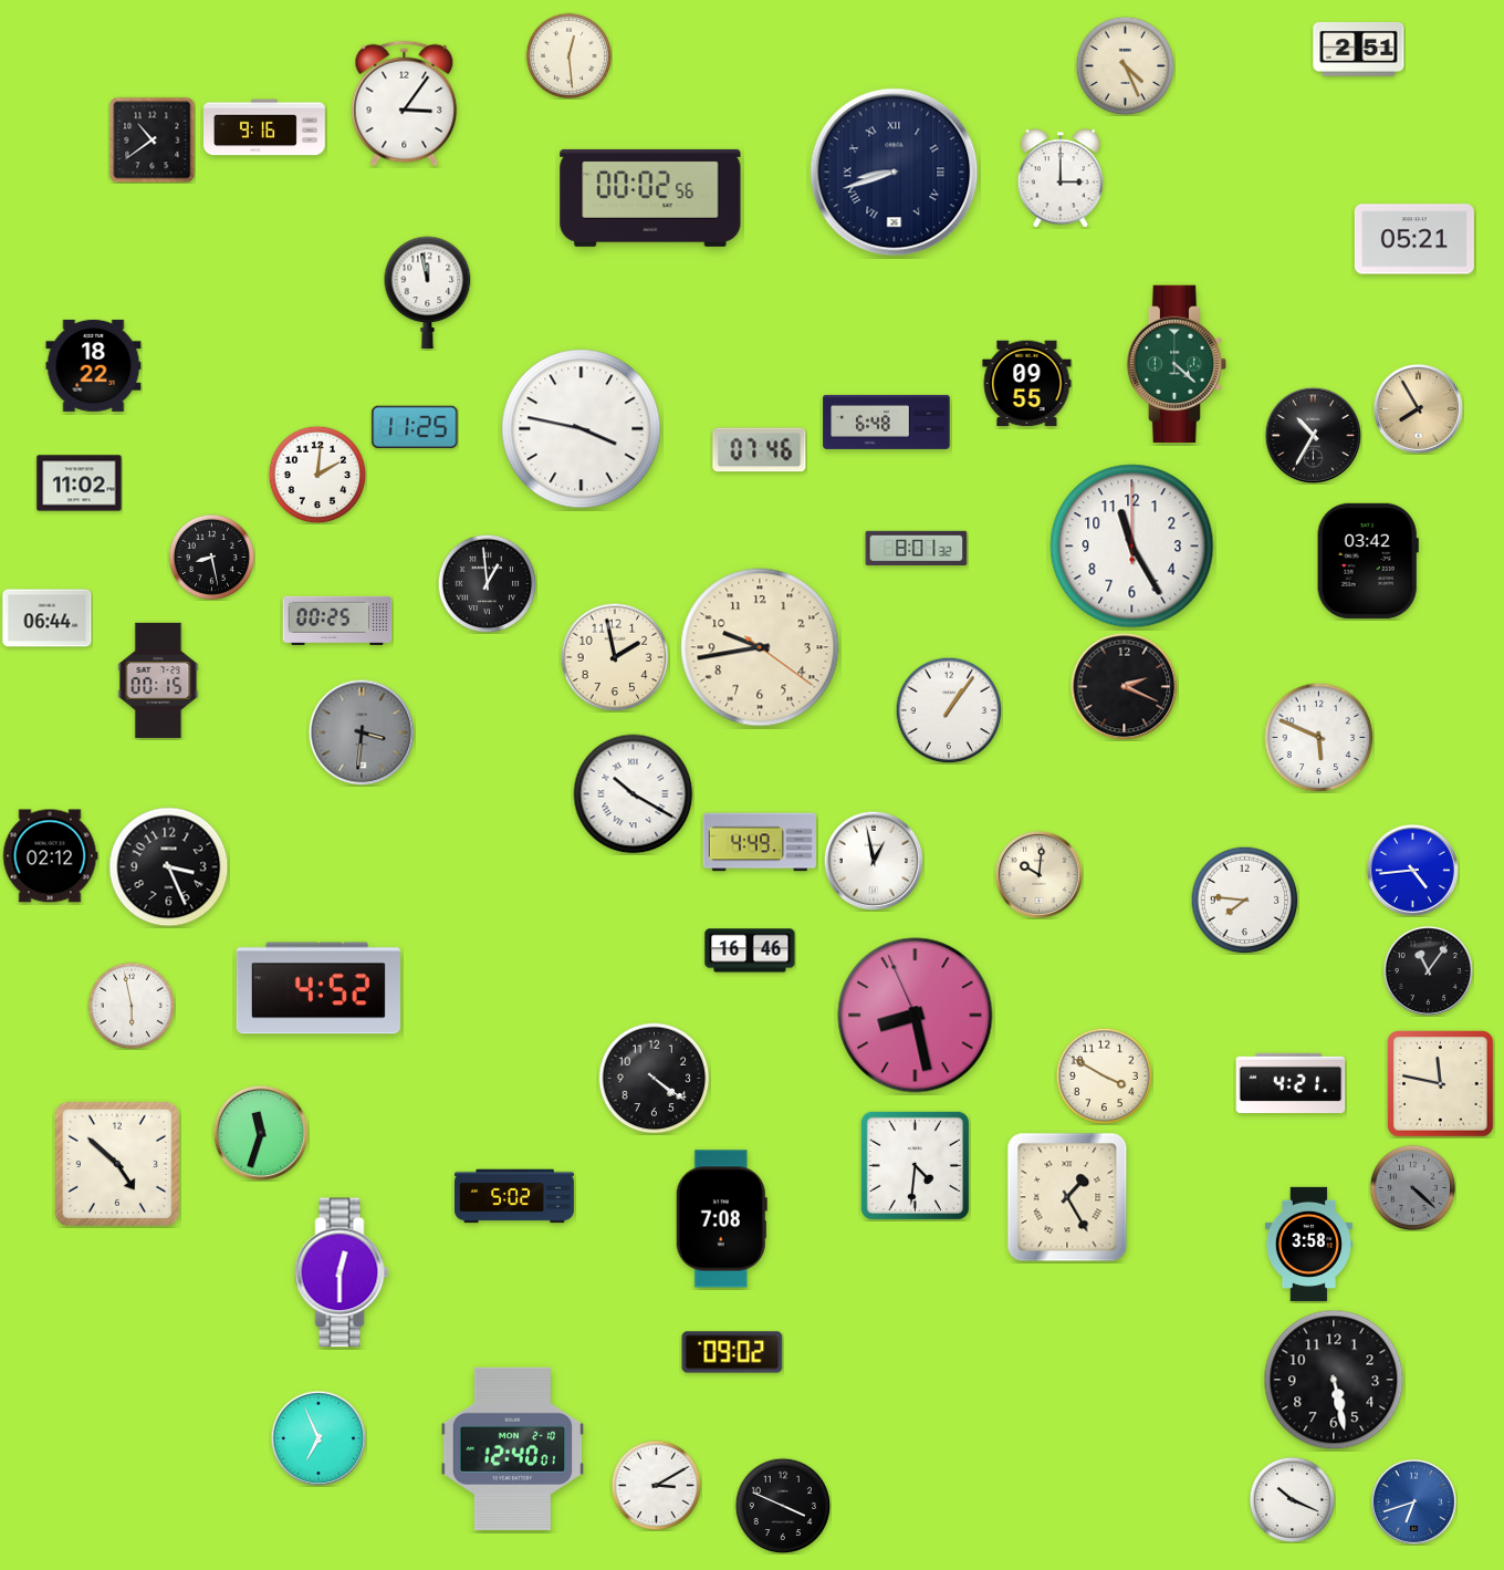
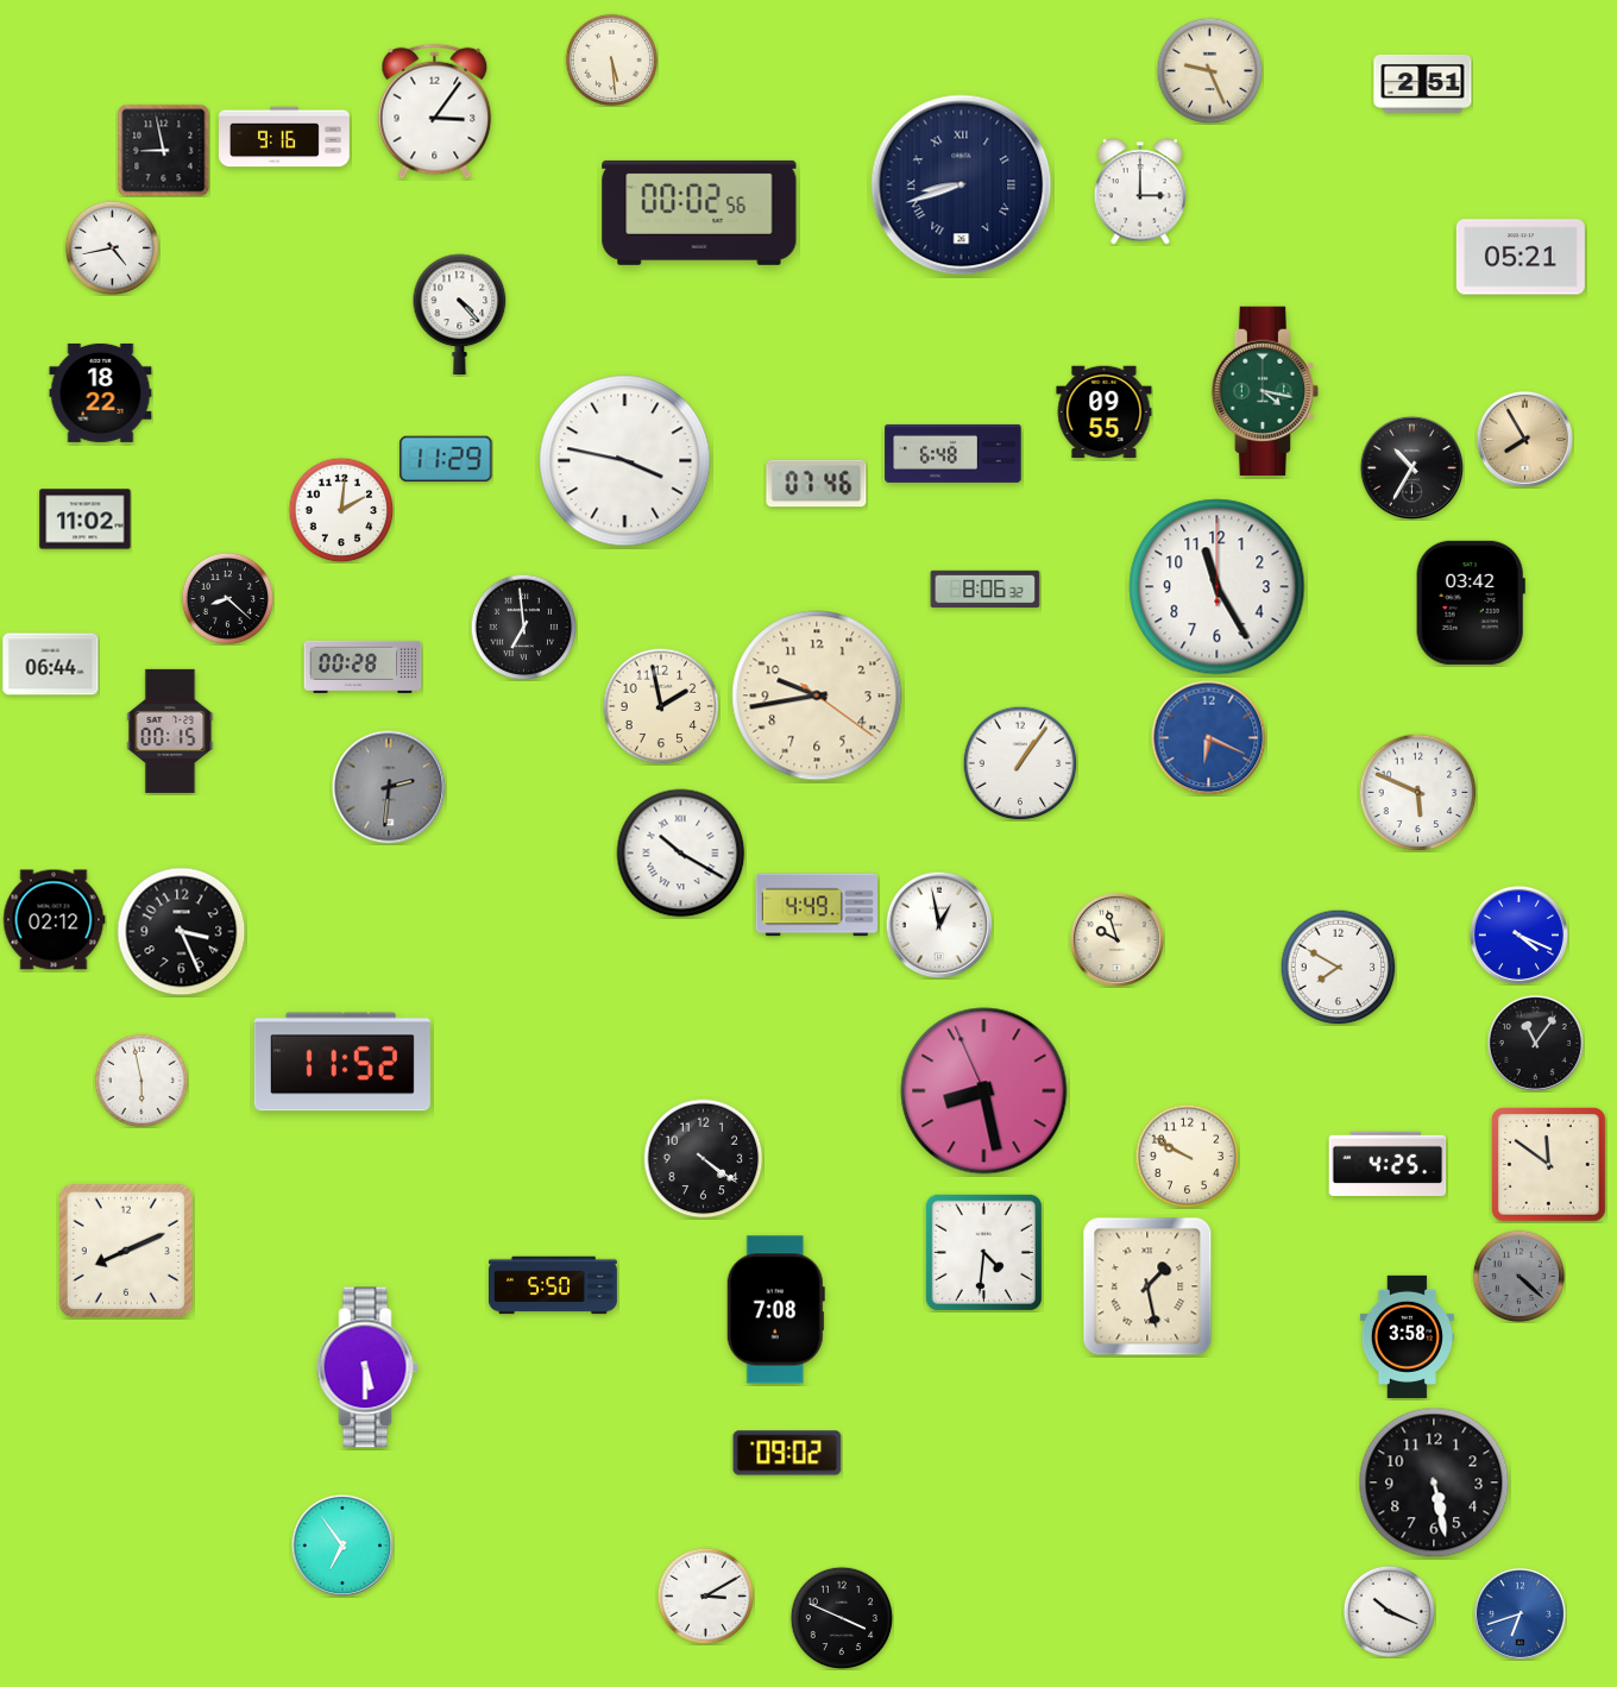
clock at (1359, 49) position: (1359, 49) -> (1423, 83)
clock at (568, 55): 12:29 -> 5:29
clock at (1125, 65): 4:26 -> 9:26
clock at (152, 139): 10:39 -> 8:58
clock at (112, 247): none -> 4:43
clock at (428, 292): 11:58 -> 4:23
clock at (1176, 363): 4:22 -> 4:17
clock at (415, 427): 11:25 -> 11:29
clock at (917, 548): 8:01 -> 8:06
clock at (211, 557): 8:28 -> 8:22
clock at (487, 583): 12:59 -> 6:59
clock at (337, 621): 00:25 -> 00:28
clock at (1125, 687): 2:19 -> 6:19
clock at (1125, 687) dial: black -> blue
clock at (362, 732): 3:31 -> 2:31
clock at (1412, 870): 4:44 -> 4:19
clock at (1038, 874): 10:01 -> 9:57
clock at (1244, 900): 7:46 -> 7:50
clock at (750, 950): 16:46 -> none
clock at (318, 988): 4:52 -> 11:52
clock at (1104, 1075): 3:50 -> 9:50
clock at (1291, 1083): 4:21 -> 4:25
clock at (1441, 1084): 11:47 -> 11:51
clock at (260, 1132): 11:33 -> none
clock at (117, 1164): 4:52 -> 8:11
clock at (514, 1196): 5:02 -> 5:50
clock at (1067, 1197): 1:25 -> 1:28
clock at (342, 1272): 12:30 -> 5:30
clock at (317, 1437): 6:56 -> 6:54
clock at (513, 1448): 12:40 -> none
